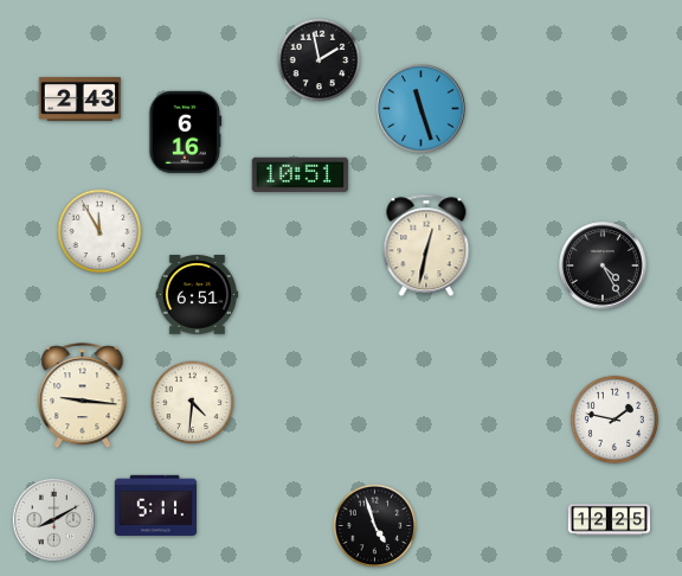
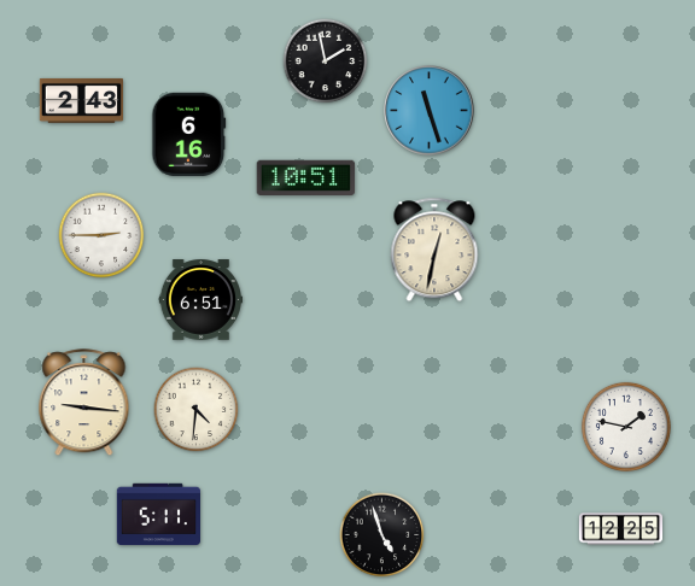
clock at (99, 231): 11:55 -> 2:45
clock at (603, 265): 4:25 -> none
clock at (53, 519): 8:10 -> none
